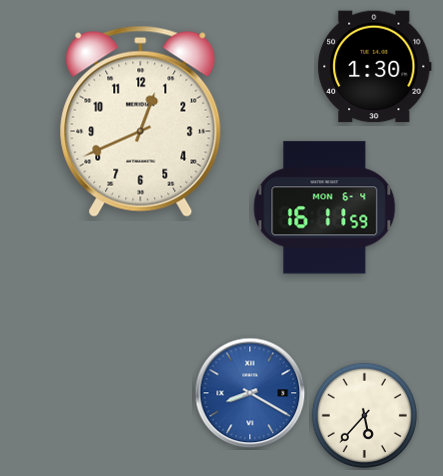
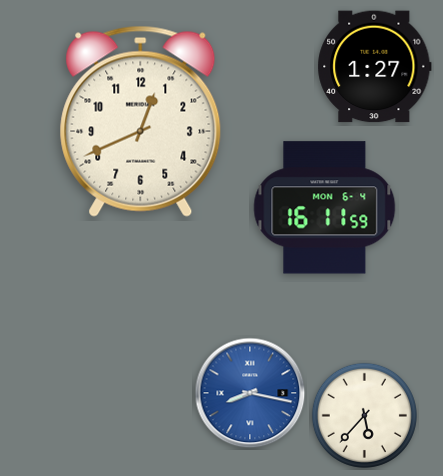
clock at (375, 67): 1:30 -> 1:27
clock at (250, 393): 8:20 -> 8:17
